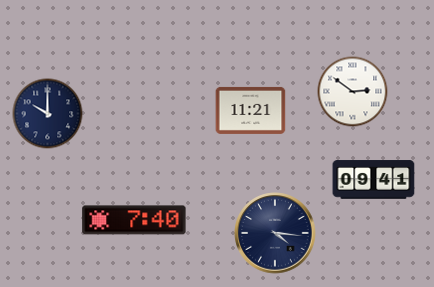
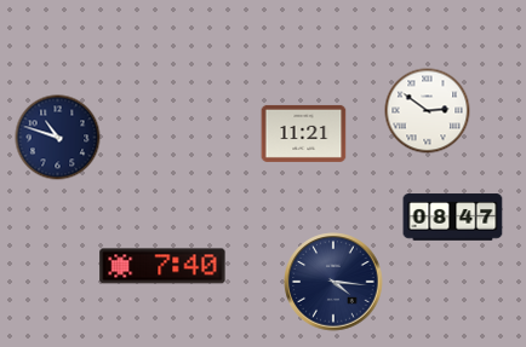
clock at (48, 114): 10:00 -> 10:48
clock at (374, 180): 09:41 -> 08:47
